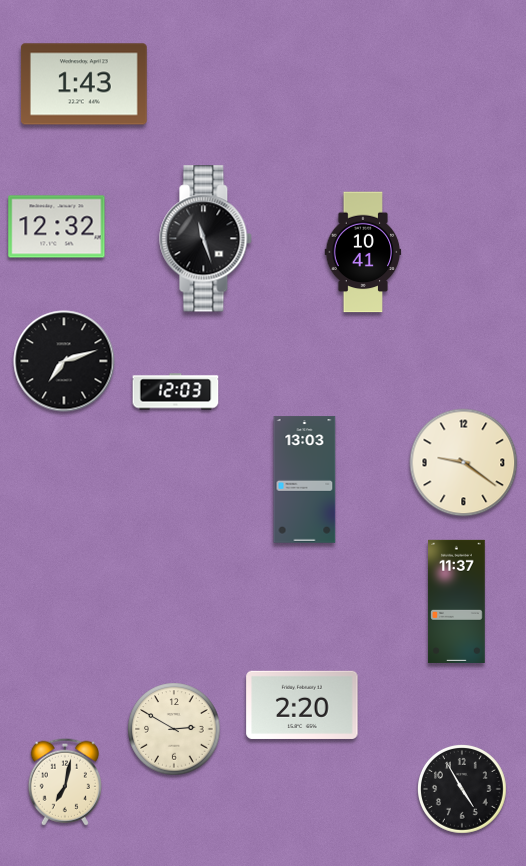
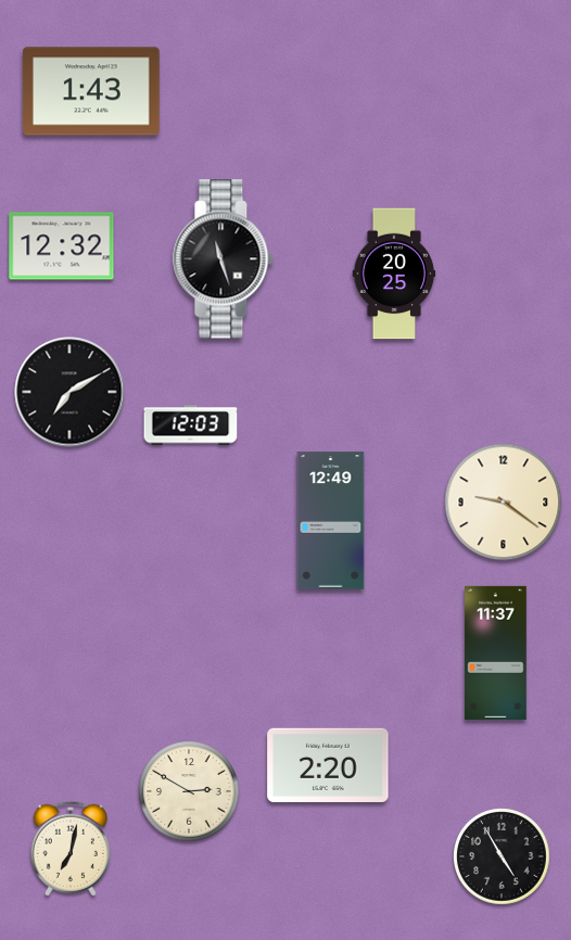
clock at (363, 252): 10:41 -> 20:25
clock at (64, 361): 7:12 -> 7:10
clock at (305, 480): 13:03 -> 12:49
